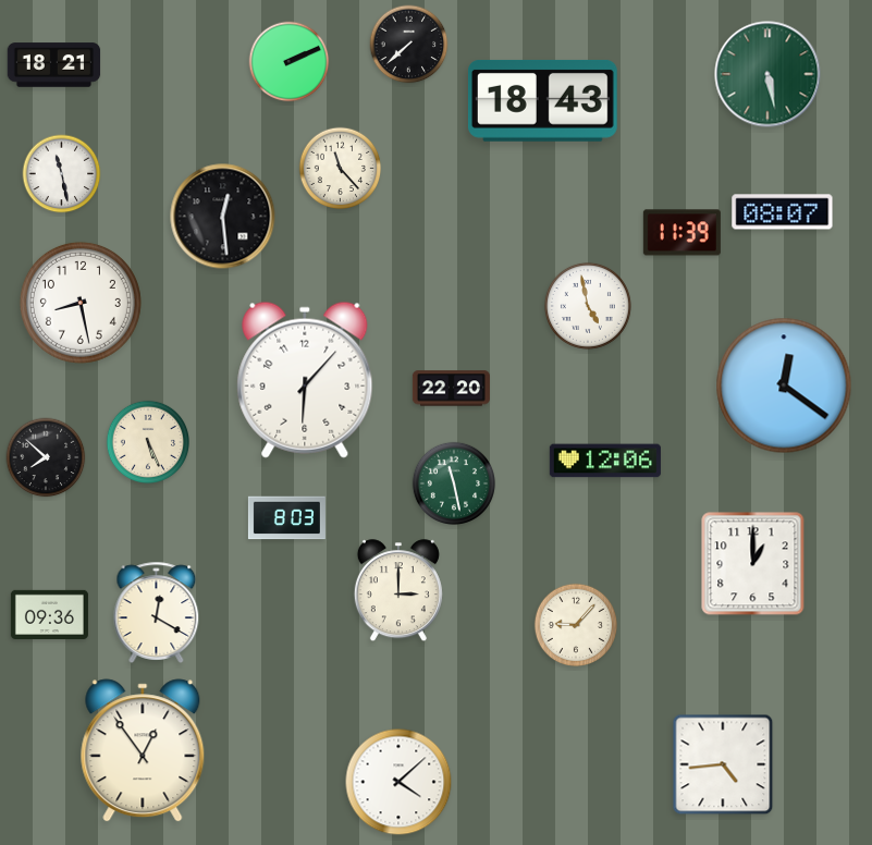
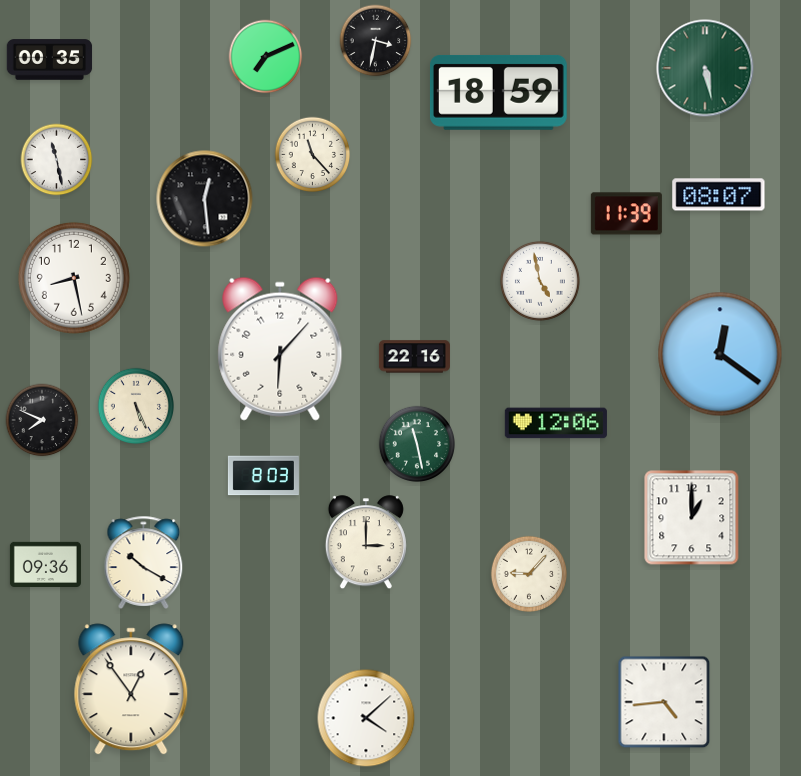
clock at (409, 45): 7:38 -> 3:32
clock at (290, 62): 2:11 -> 7:11
clock at (54, 65): 18:21 -> 00:35
clock at (542, 100): 18:43 -> 18:59
clock at (451, 389): 22:20 -> 22:16
clock at (46, 457): 7:52 -> 7:49
clock at (157, 612): 12:20 -> 10:20
